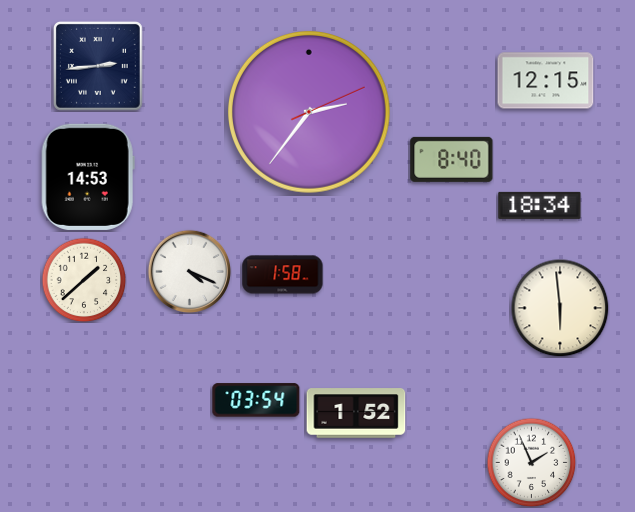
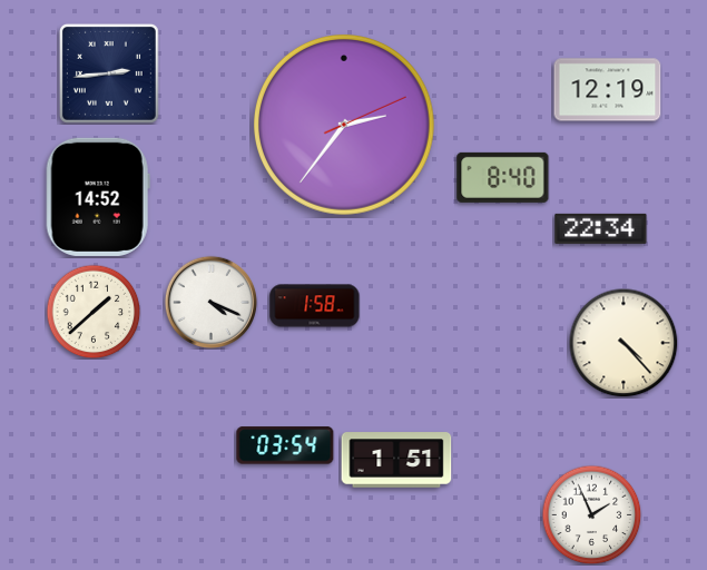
clock at (546, 81): 12:15 -> 12:19
clock at (88, 177): 14:53 -> 14:52
clock at (540, 205): 18:34 -> 22:34
clock at (560, 308): 5:59 -> 4:23
clock at (356, 413): 1:52 -> 1:51
